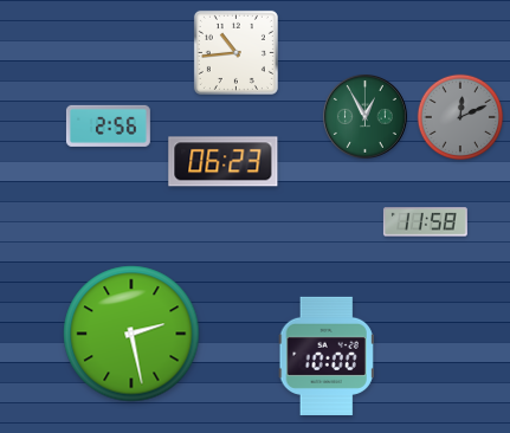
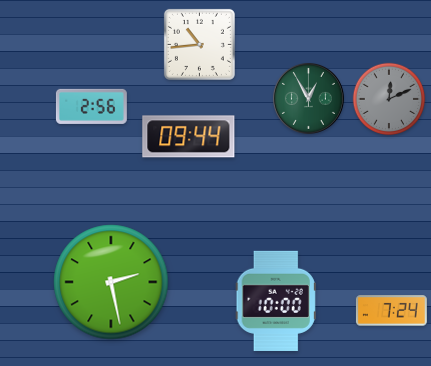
clock at (224, 162): 06:23 -> 09:44
clock at (425, 222): 11:58 -> none
clock at (391, 311): none -> 7:24
